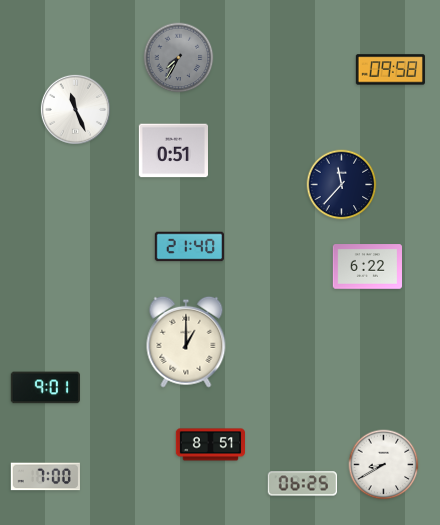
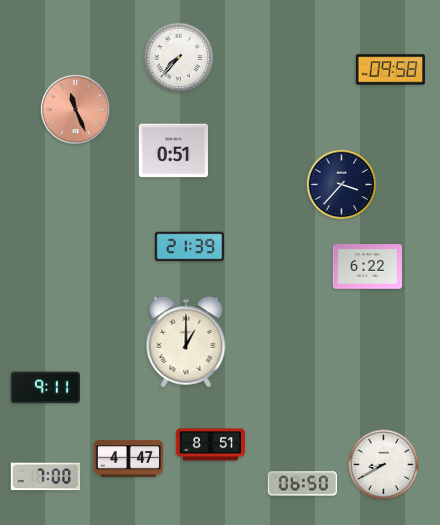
clock at (179, 58): 7:35 -> 7:37
clock at (179, 58) dial: grey -> white
clock at (75, 109) dial: white -> salmon
clock at (342, 185): 11:37 -> 3:37
clock at (189, 247): 21:40 -> 21:39
clock at (45, 388): 9:01 -> 9:11
clock at (128, 459): none -> 4:47
clock at (302, 484): 06:25 -> 06:50
